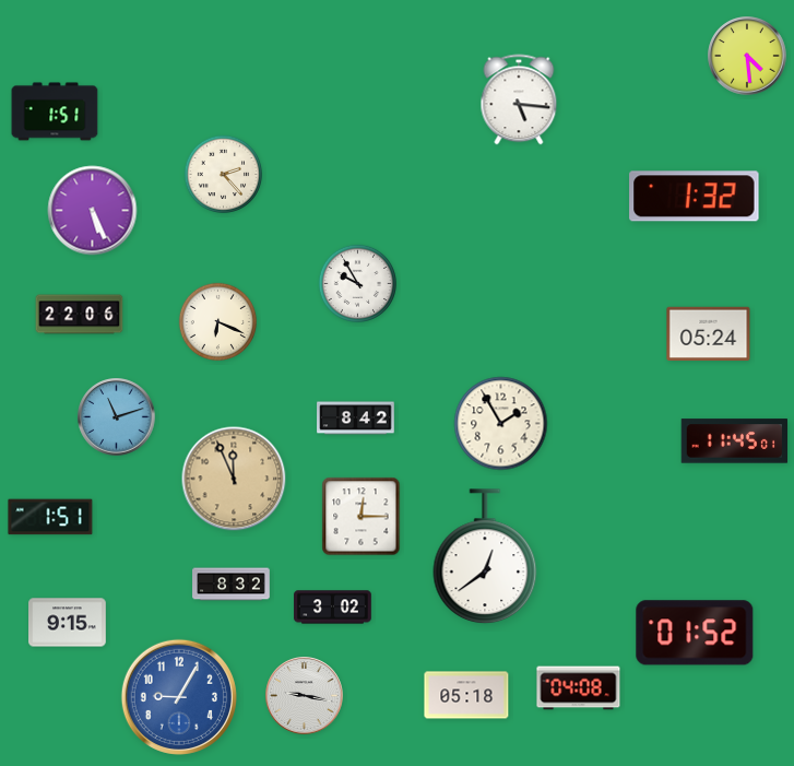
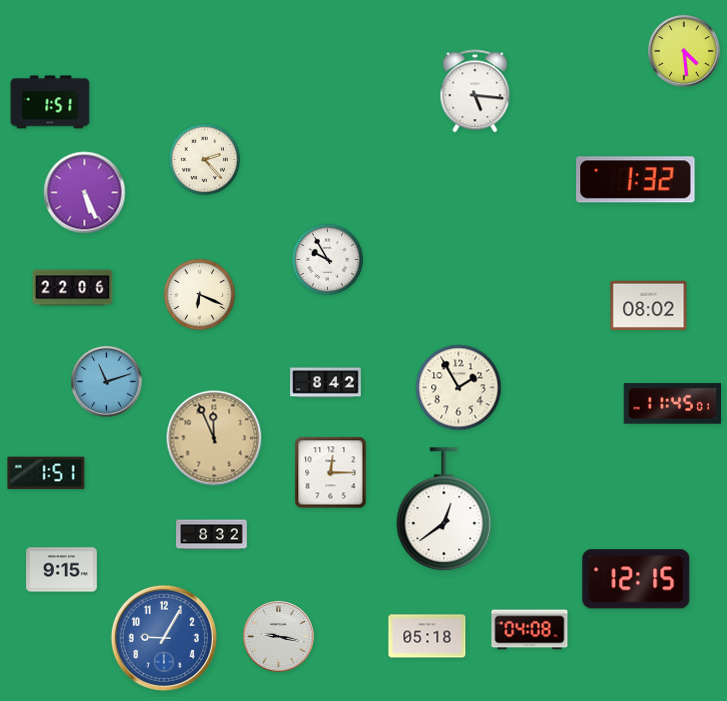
clock at (709, 334): 05:24 -> 08:02
clock at (333, 608): 3:02 -> none
clock at (695, 633): 01:52 -> 12:15
